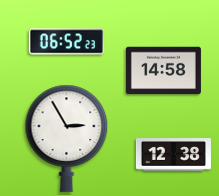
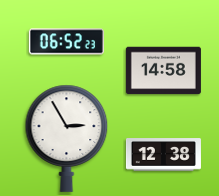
clock at (173, 155) position: (173, 155) -> (163, 155)
